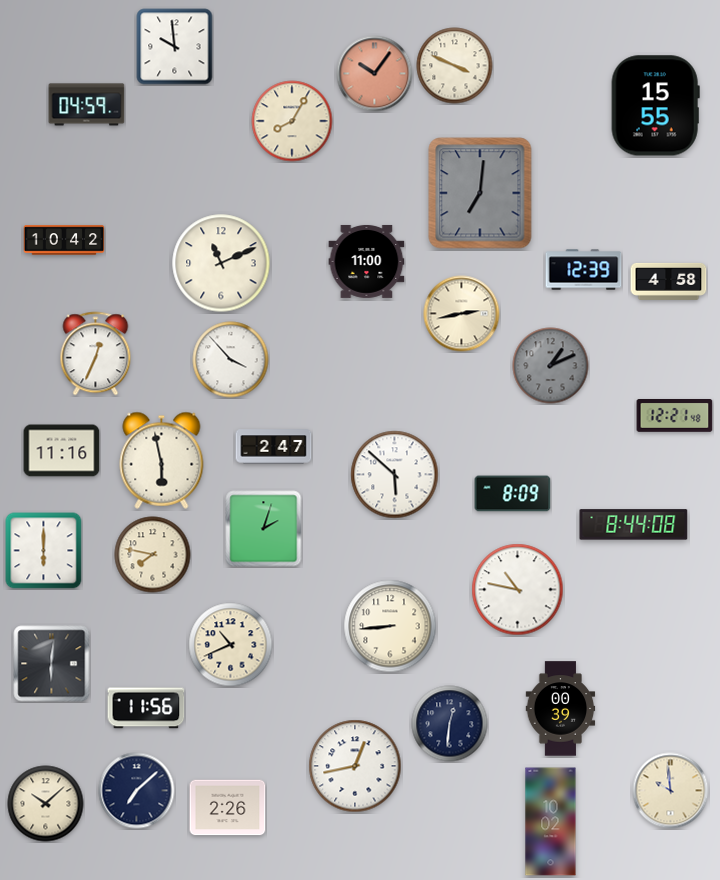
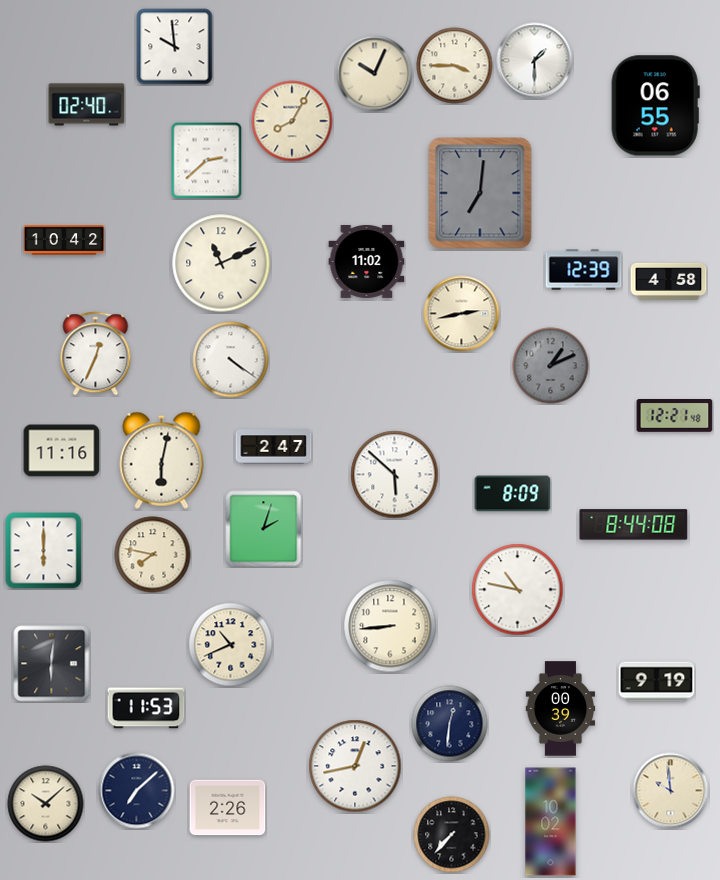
clock at (535, 61): none -> 1:30
clock at (455, 66): 3:49 -> 3:45
clock at (375, 74): 10:06 -> 10:04
clock at (375, 74) dial: salmon -> cream
clock at (87, 105): 04:59 -> 02:40
clock at (655, 106): 15:55 -> 06:55
clock at (207, 160): none -> 2:38
clock at (367, 261): 11:00 -> 11:02
clock at (231, 360): 3:53 -> 4:21
clock at (162, 460): 5:58 -> 6:02
clock at (657, 682): none -> 9:19
clock at (146, 708): 11:56 -> 11:53
clock at (452, 835): none -> 7:37
